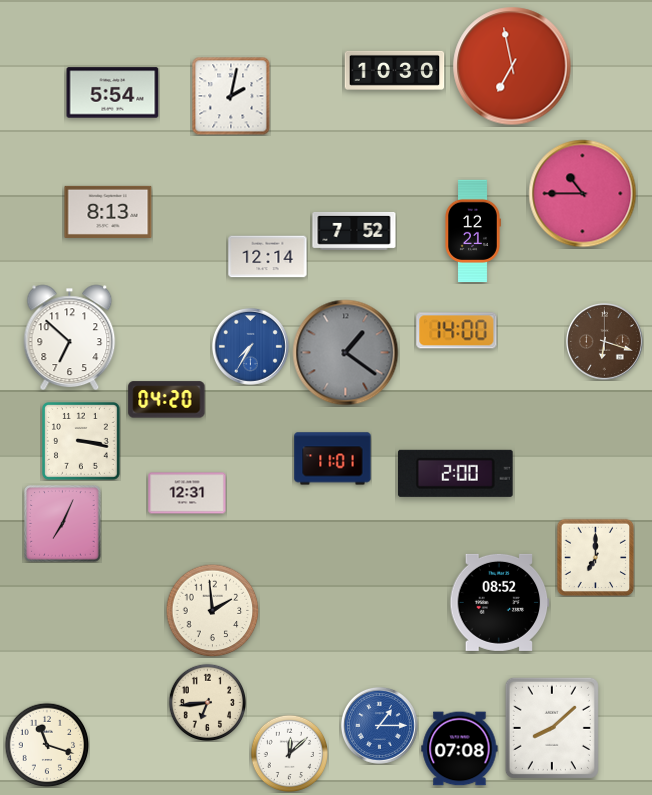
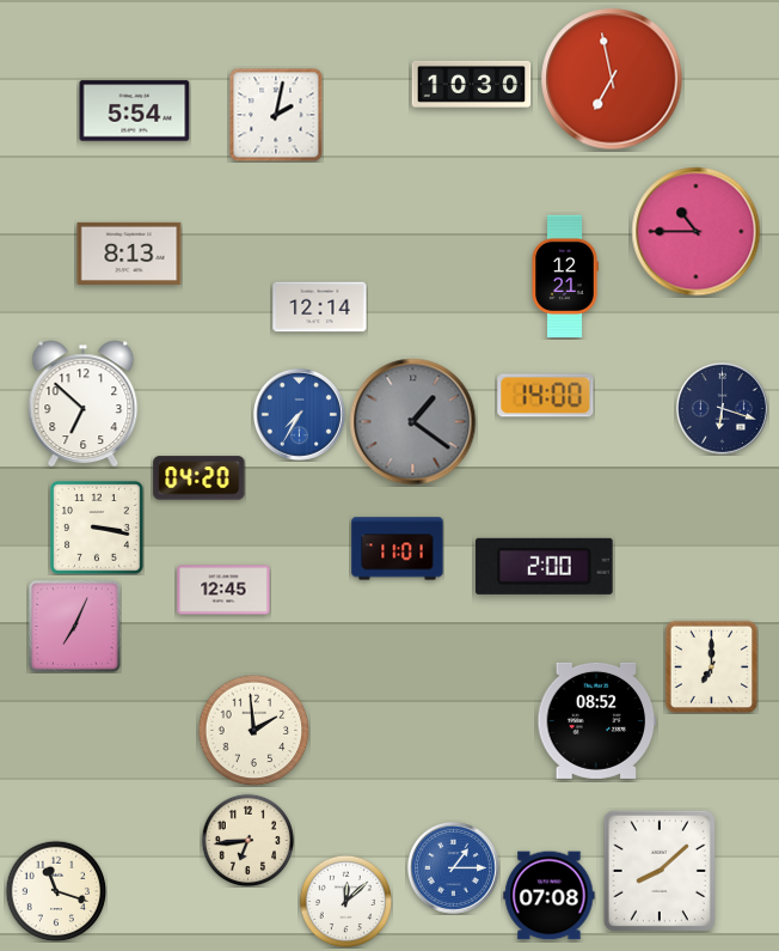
clock at (354, 231): 7:52 -> none
clock at (604, 341) dial: brown -> navy
clock at (187, 493): 12:31 -> 12:45
